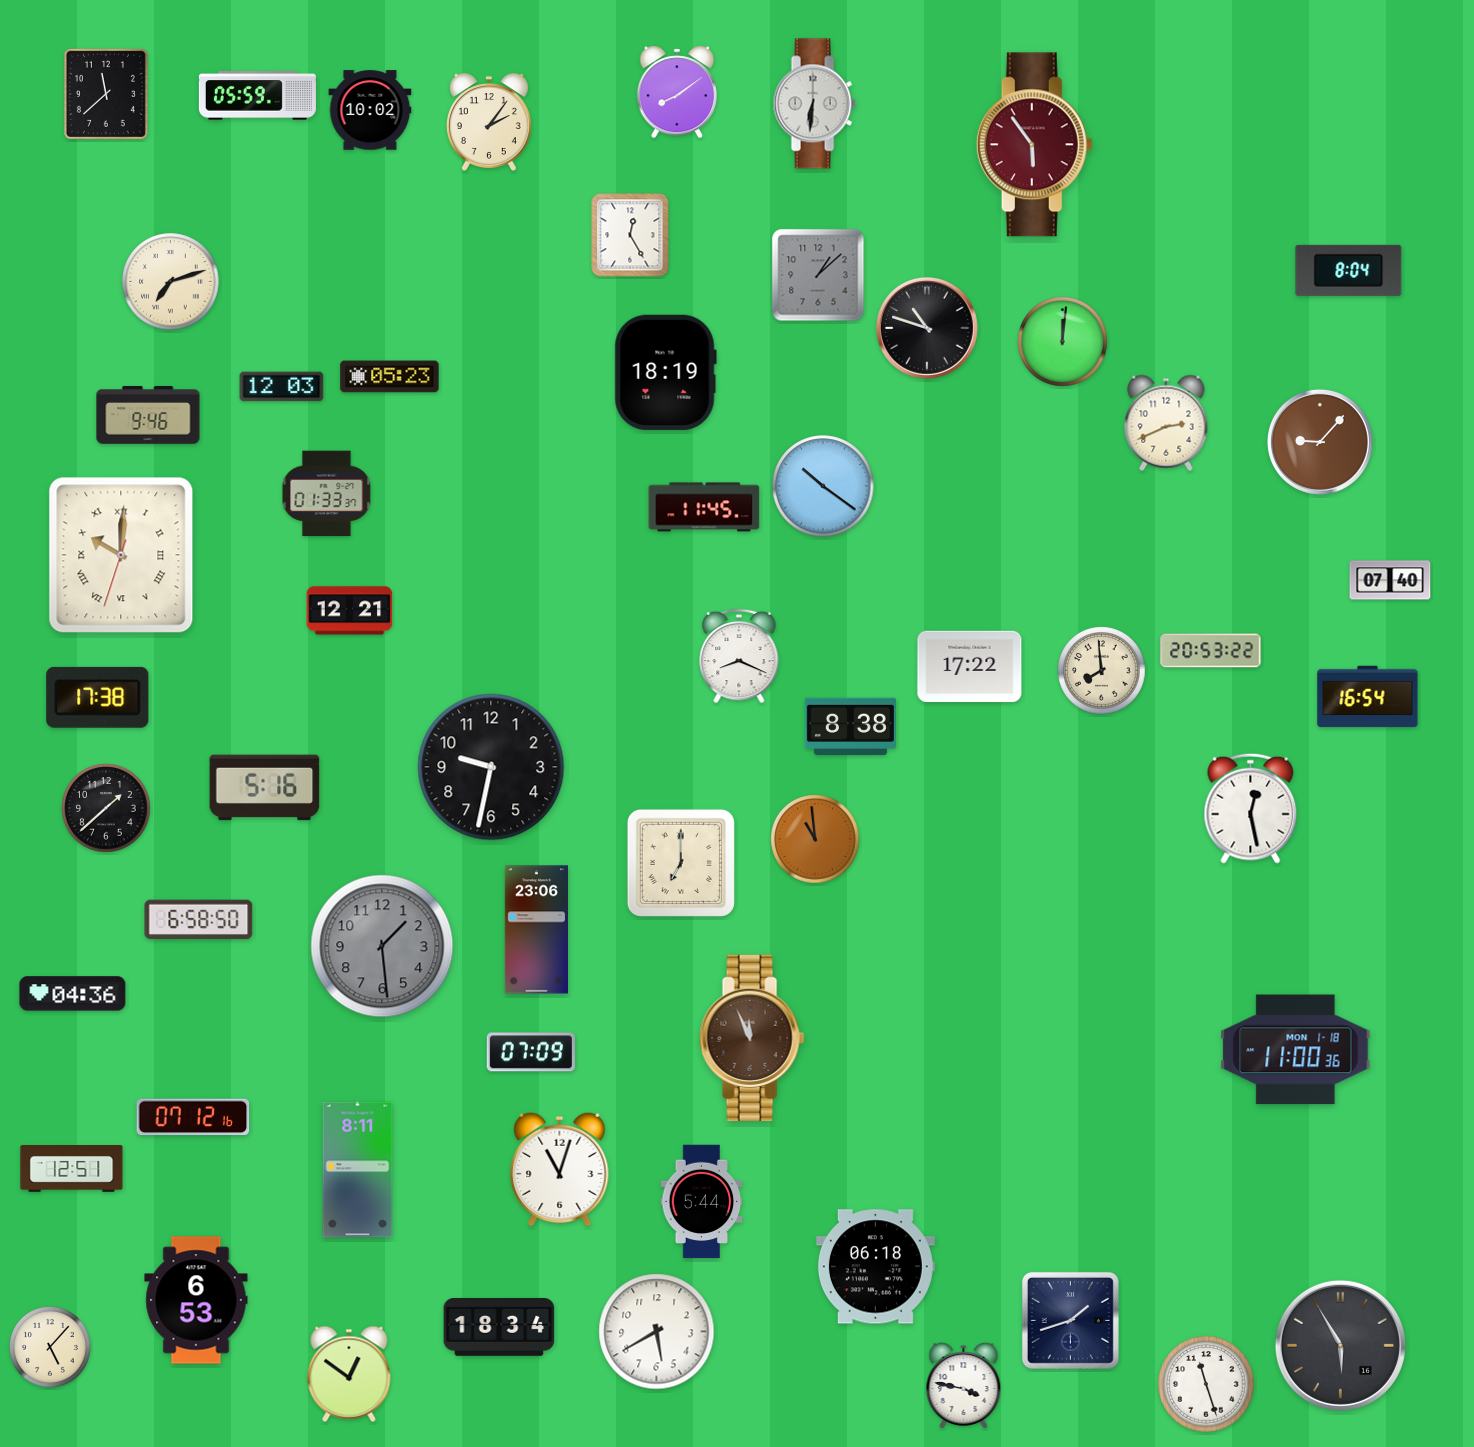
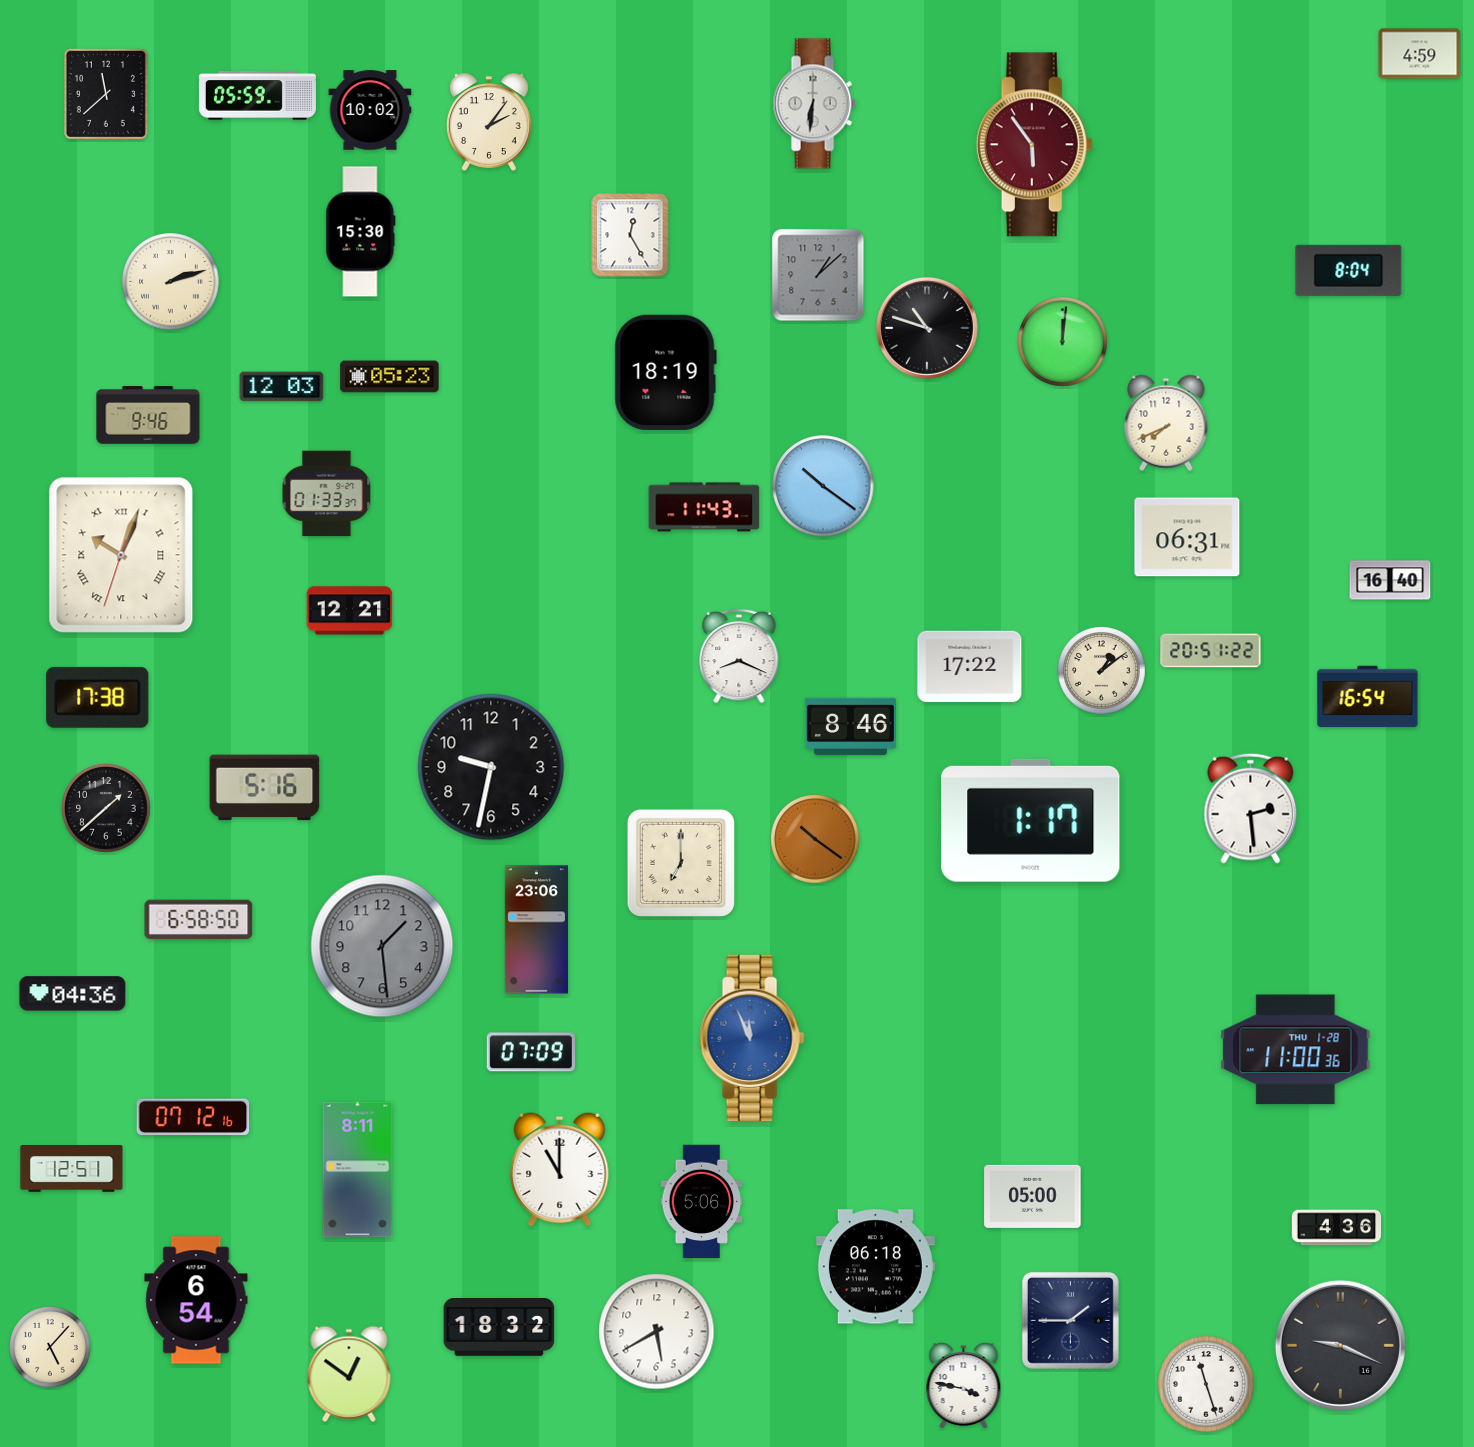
clock at (1420, 54): none -> 4:59
clock at (677, 92): 8:09 -> none
clock at (361, 232): none -> 15:30
clock at (171, 282): 7:12 -> 2:12
clock at (1166, 423): 2:41 -> 7:41
clock at (1320, 442): 9:07 -> none
clock at (704, 507): 11:45 -> 11:43
clock at (1187, 537): none -> 06:31
clock at (121, 555): 10:00 -> 10:03
clock at (1390, 580): 07:40 -> 16:40
clock at (1211, 651): 20:53 -> 20:51
clock at (1102, 671): 7:59 -> 1:09
clock at (850, 726): 8:38 -> 8:46
clock at (1251, 808): 12:28 -> 2:29
clock at (1031, 820): none -> 1:17
clock at (815, 839): 10:59 -> 10:21
clock at (752, 1038) dial: brown -> blue
clock at (1296, 1050) date: MON 1-18 -> THU 1-28
clock at (560, 1169): 11:03 -> 11:00
clock at (1033, 1196): none -> 05:00
clock at (702, 1202): 5:44 -> 5:06
clock at (1336, 1228): none -> 4:36
clock at (196, 1300): 6:53 -> 6:54
clock at (1070, 1320): 1:42 -> 1:45
clock at (499, 1328): 18:34 -> 18:32
clock at (1340, 1345): 5:55 -> 9:19
